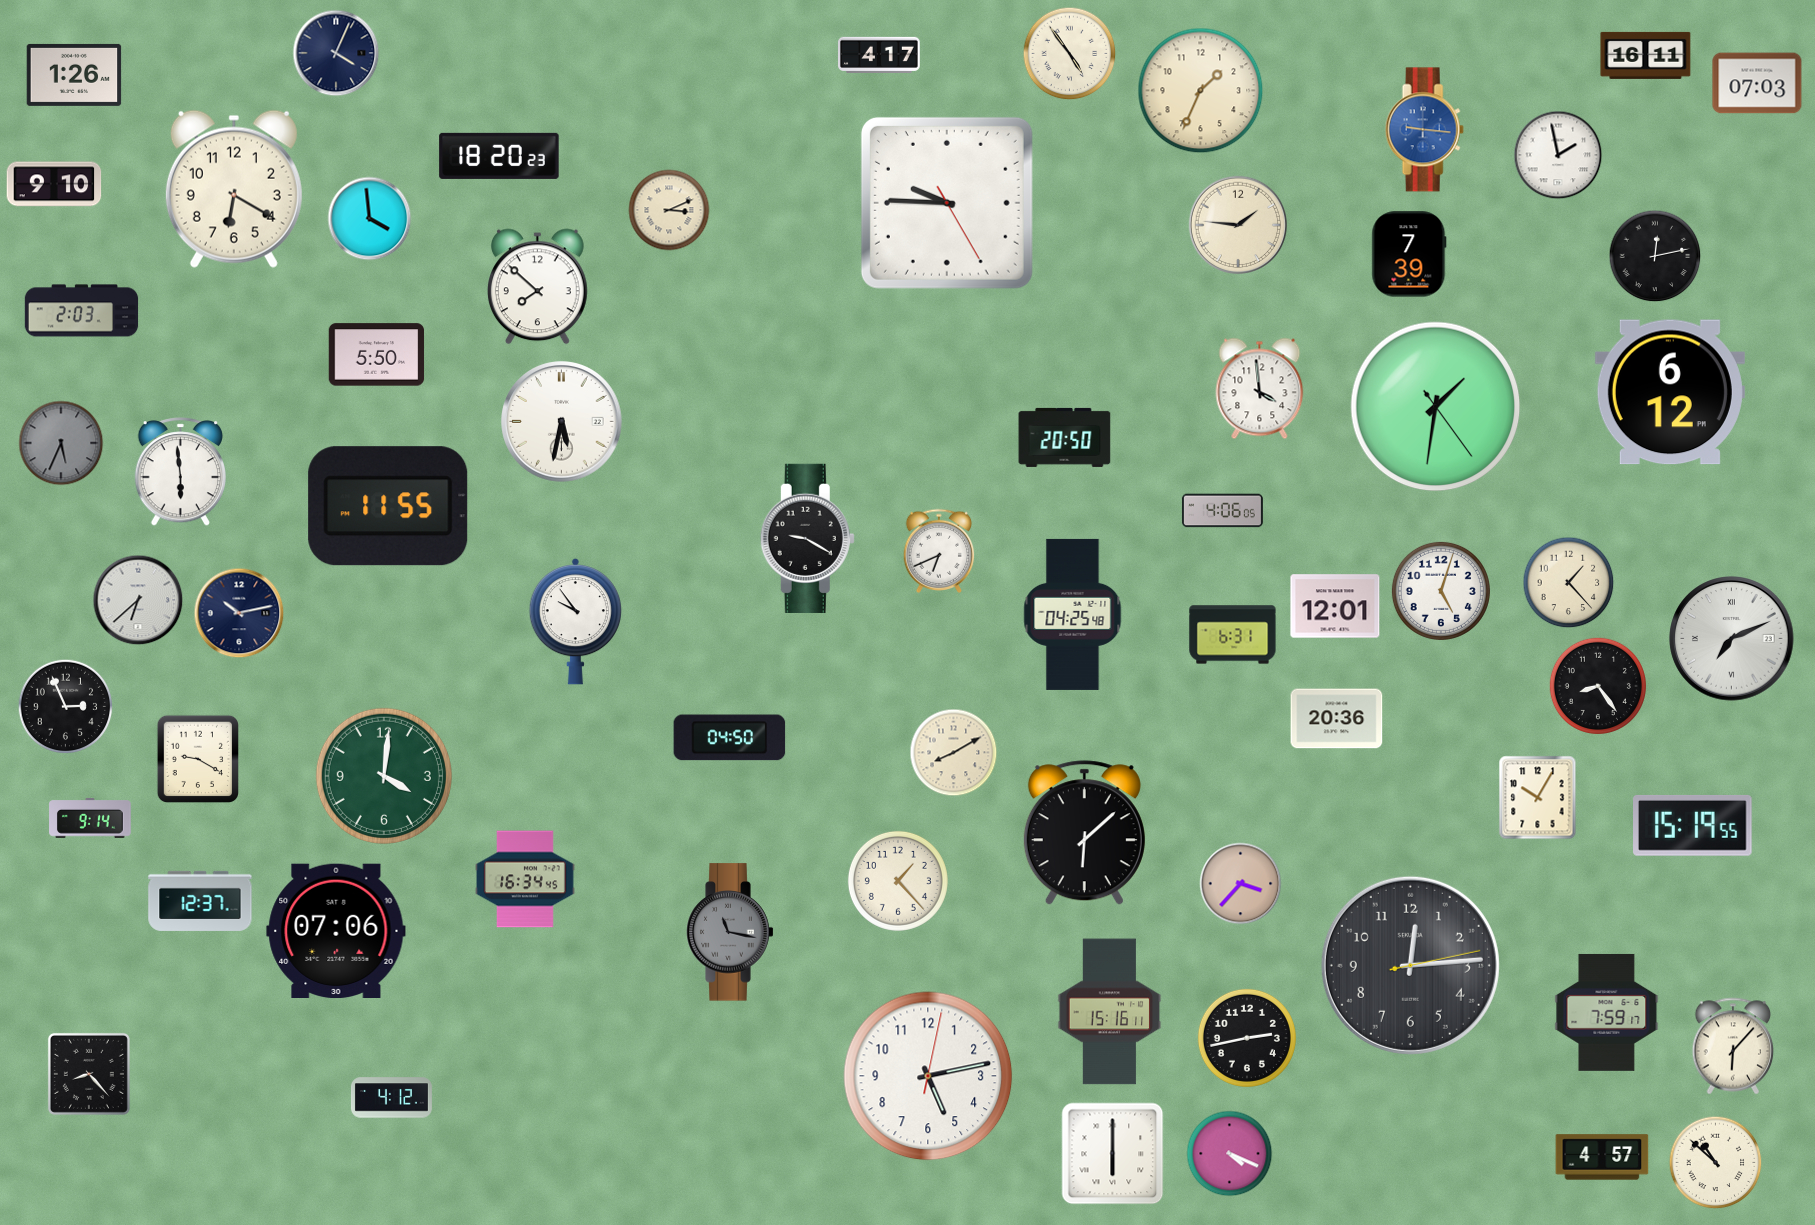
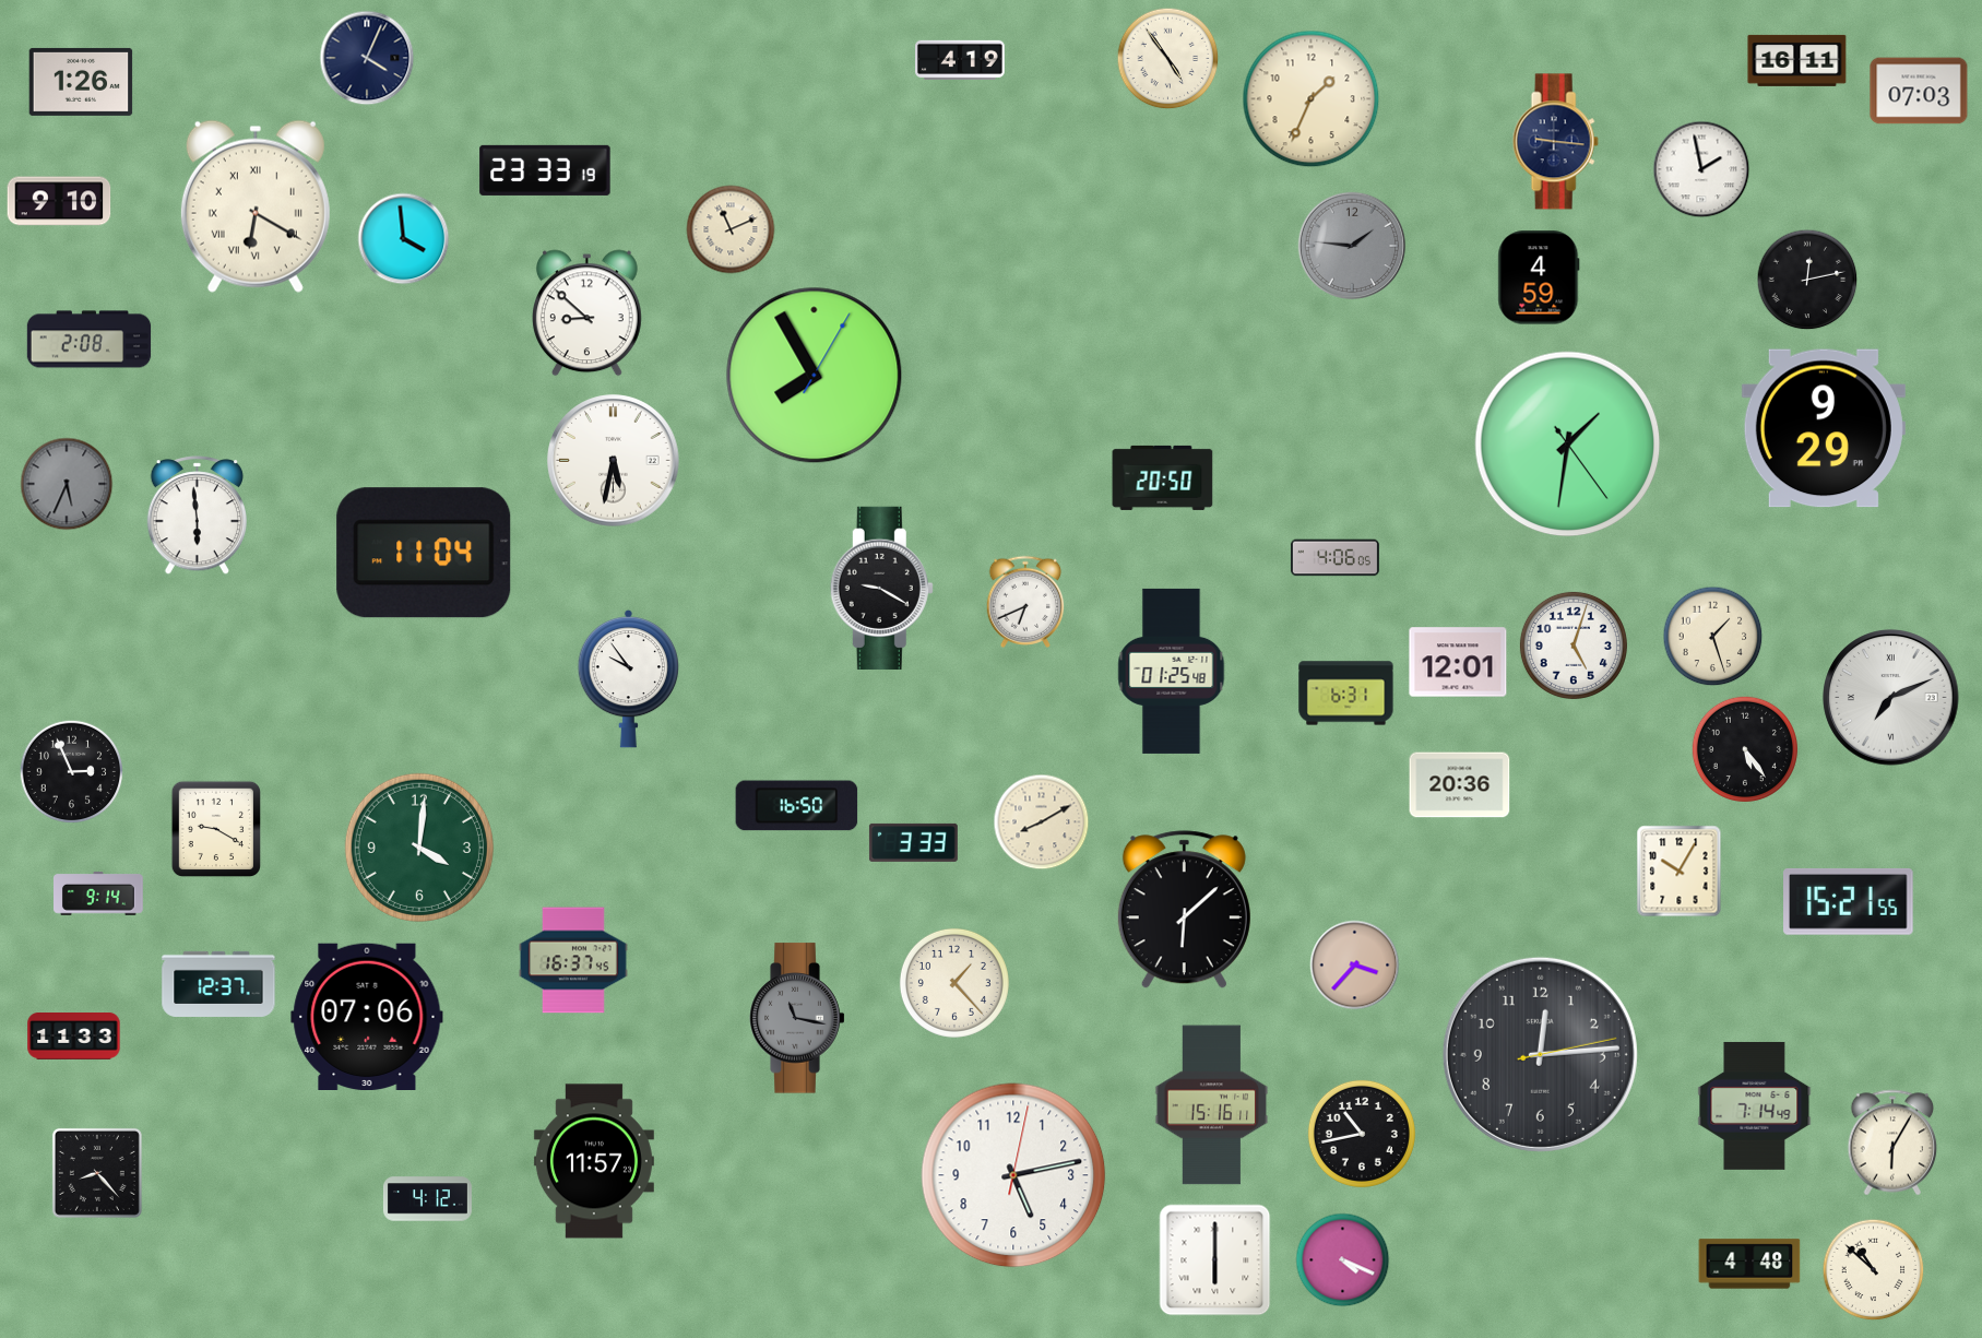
clock at (880, 55): 4:17 -> 4:19
clock at (1424, 130) dial: blue -> navy
clock at (499, 156): 18:20 -> 23:33
clock at (234, 189) numerals: Arabic -> Roman
clock at (947, 203): 9:45 -> none
clock at (669, 210): 3:11 -> 11:11
clock at (1238, 225) dial: cream -> grey
clock at (1409, 254): 7:39 -> 4:59
clock at (537, 287): 7:52 -> 8:52
clock at (82, 311): 2:03 -> 2:08
clock at (815, 376): none -> 7:55
clock at (377, 355): 5:50 -> none
clock at (1260, 389): 3:59 -> none
clock at (1670, 392): 6:12 -> 9:29
clock at (388, 506): 11:55 -> 11:04
clock at (1569, 583): 1:23 -> 1:27
clock at (138, 600): 6:38 -> none
clock at (239, 613): 10:13 -> none
clock at (1073, 614): 04:25 -> 01:25
clock at (1598, 686): 8:24 -> 5:24
clock at (730, 738): 04:50 -> 16:50
clock at (913, 842): none -> 3:33
clock at (1693, 825): 15:19 -> 15:21
clock at (525, 879): 16:34 -> 16:37
clock at (898, 881) position: (898, 881) -> (954, 983)
clock at (74, 1037): none -> 11:33
clock at (1607, 1012): 7:59 -> 7:14
clock at (1247, 1038): 2:43 -> 10:43
clock at (1733, 1046): 6:07 -> 6:05
clock at (594, 1161): none -> 11:57
clock at (1602, 1157): 4:57 -> 4:48
